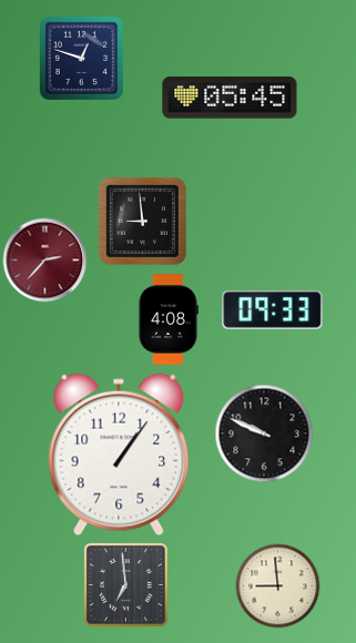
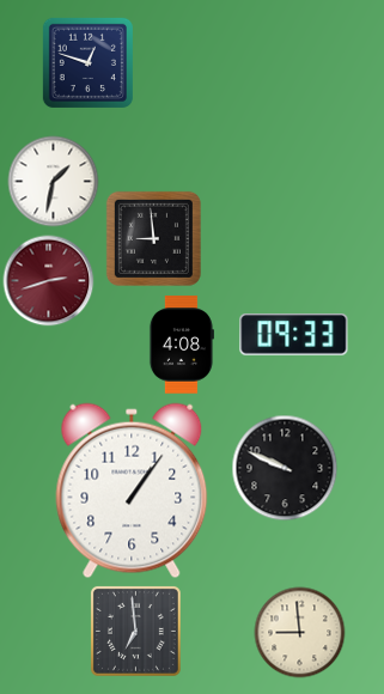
clock at (230, 98): 05:45 -> none
clock at (54, 182): none -> 1:32
clock at (45, 261): 2:37 -> 2:42
clock at (119, 455) position: (119, 455) -> (132, 491)
